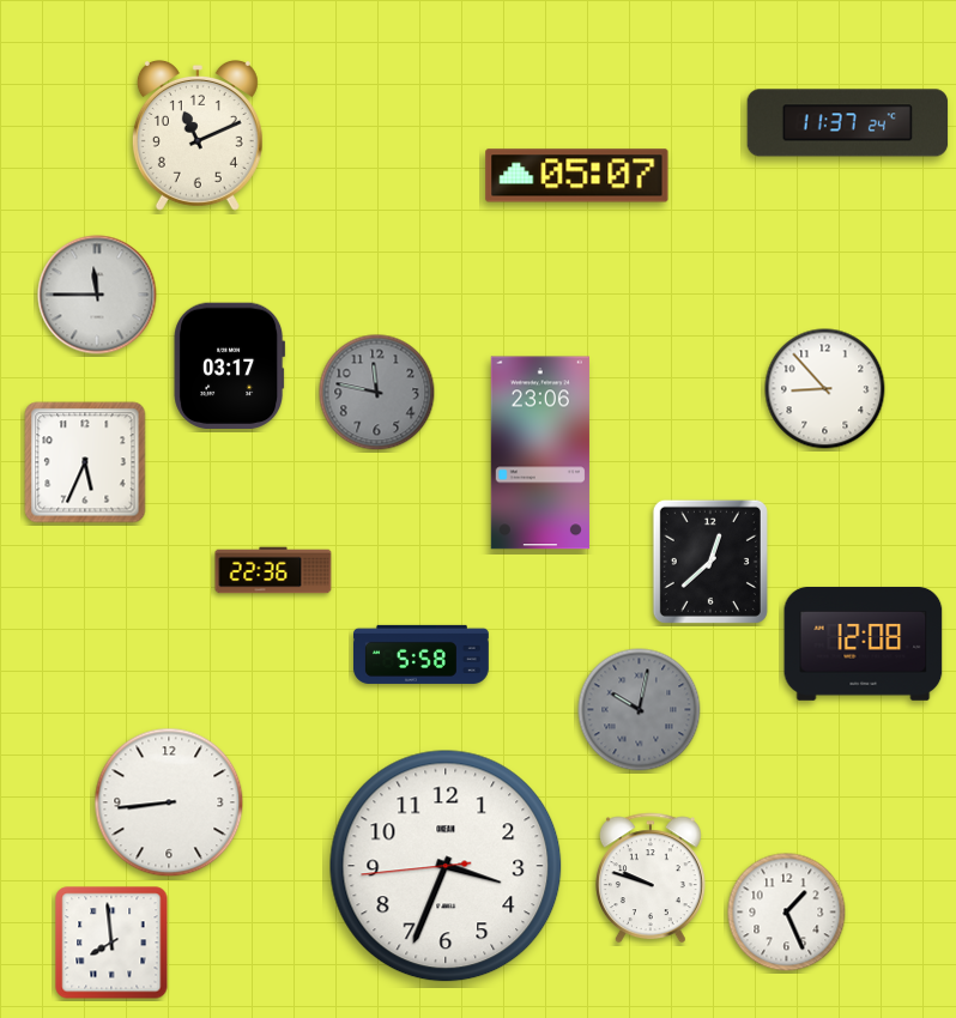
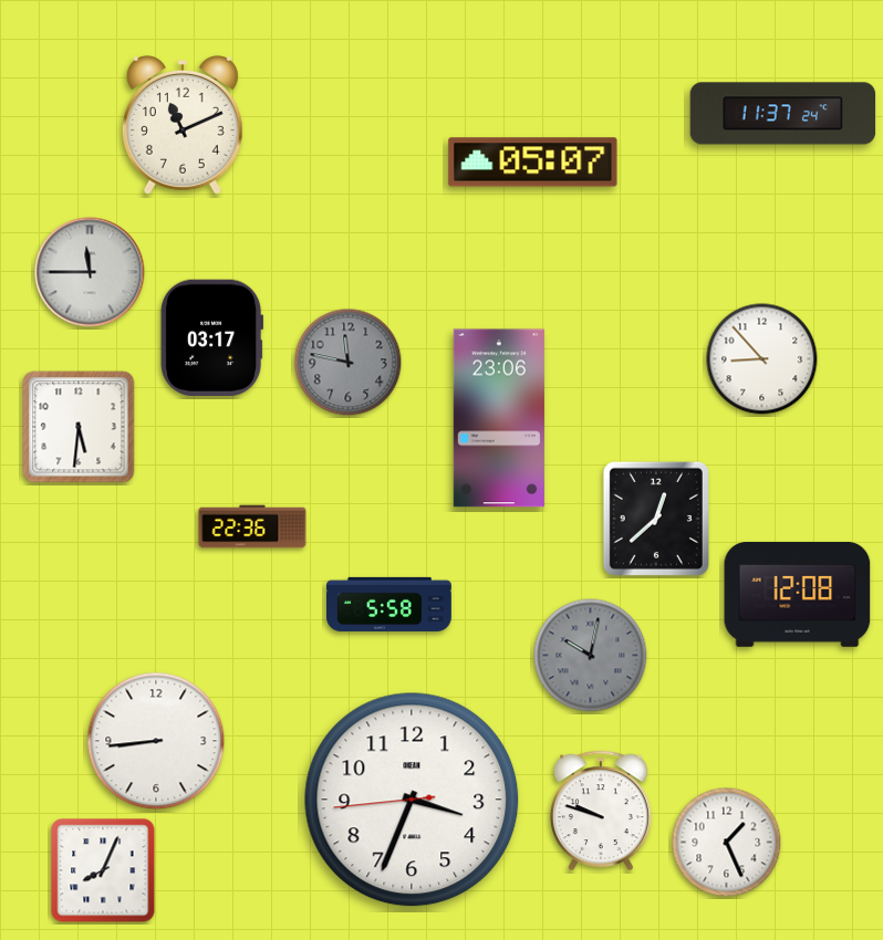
clock at (85, 462): 5:34 -> 5:31
clock at (111, 943): 7:59 -> 8:04
